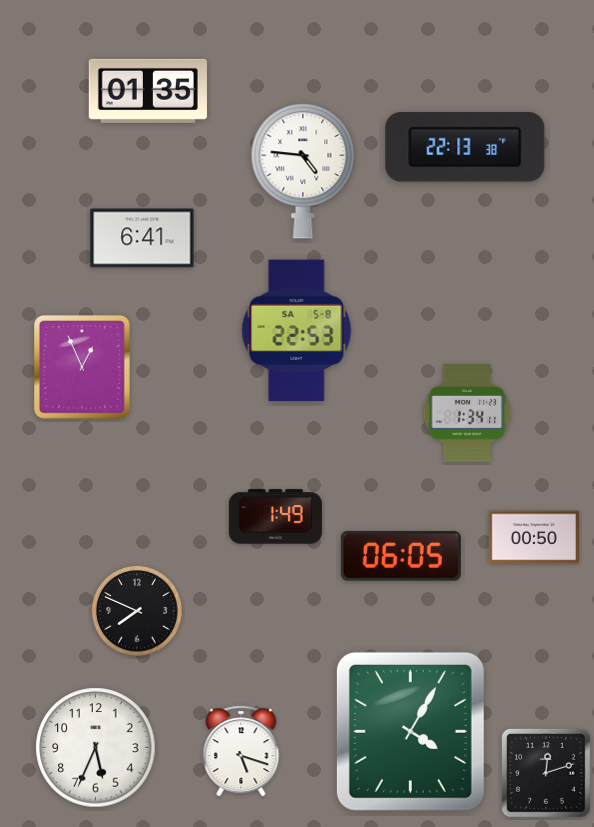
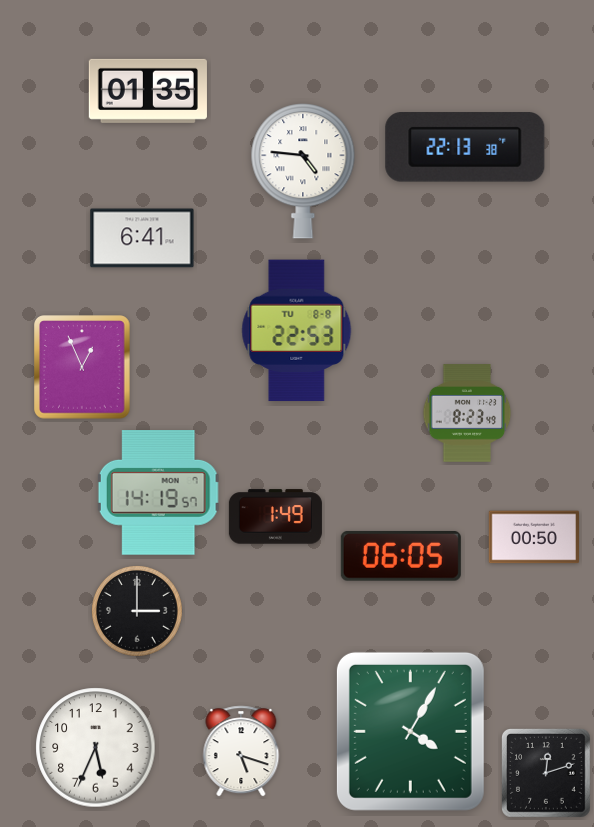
clock at (297, 331) date: SA 5-8 -> TU 8-8
clock at (467, 413): 1:34 -> 8:23
clock at (159, 493): none -> 14:19
clock at (137, 611): 7:49 -> 3:00
